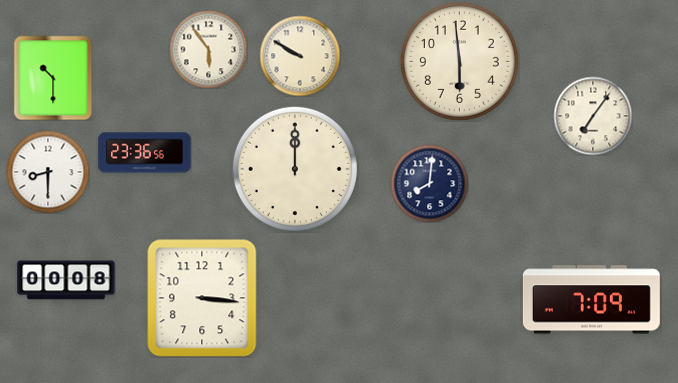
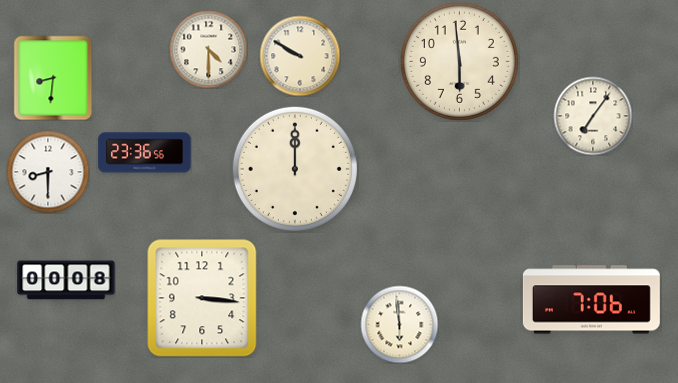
clock at (208, 49): 5:54 -> 4:30
clock at (53, 78): 10:30 -> 8:31
clock at (429, 183): 8:01 -> none
clock at (591, 300): 7:09 -> 7:06
clock at (399, 324): none -> 5:59
